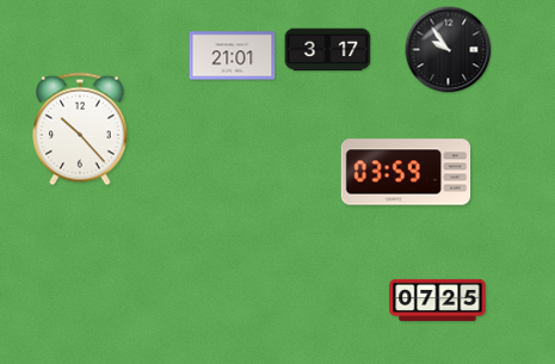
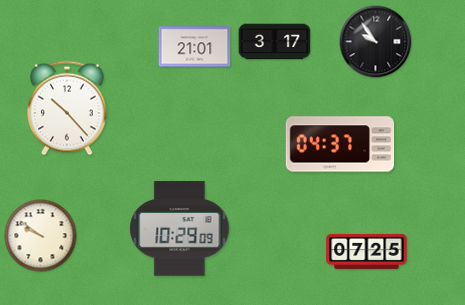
clock at (406, 172): 03:59 -> 04:37
clock at (180, 229): none -> 10:29
clock at (41, 236): none -> 9:51
